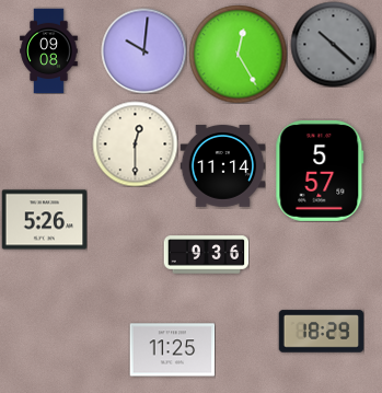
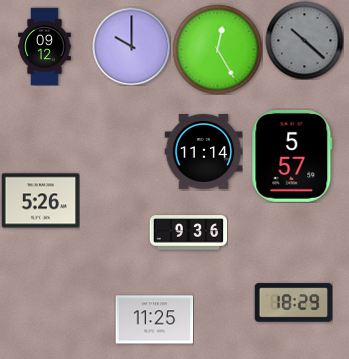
clock at (49, 50): 09:08 -> 09:12
clock at (143, 50): 10:01 -> 10:00
clock at (135, 143): 12:30 -> none
clock at (172, 350) position: (172, 350) -> (154, 320)
